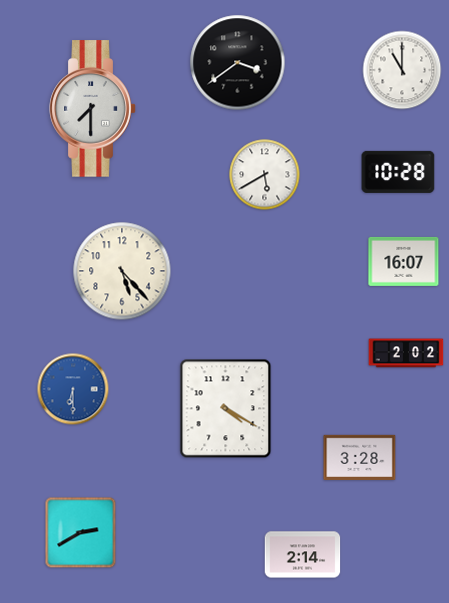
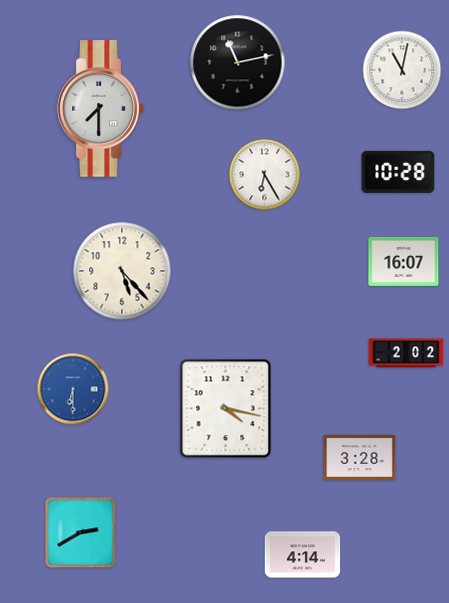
clock at (238, 63): 3:39 -> 11:13
clock at (402, 70): 11:00 -> 11:02
clock at (93, 109) position: (93, 109) -> (101, 109)
clock at (265, 175): 5:40 -> 6:25
clock at (226, 409): 4:20 -> 4:17
clock at (303, 555): 2:14 -> 4:14
